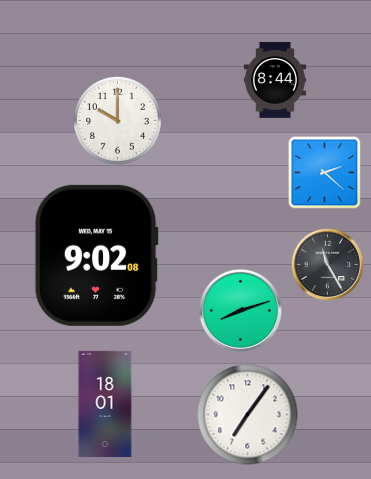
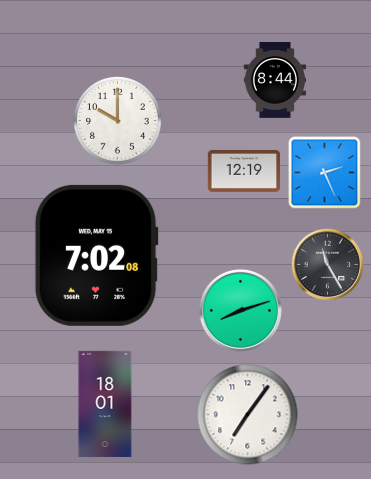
clock at (244, 171): none -> 12:19
clock at (325, 173): 2:22 -> 2:26
clock at (96, 255): 9:02 -> 7:02
